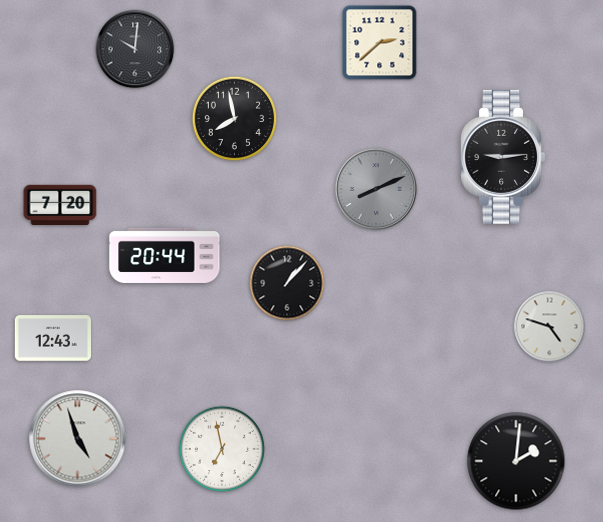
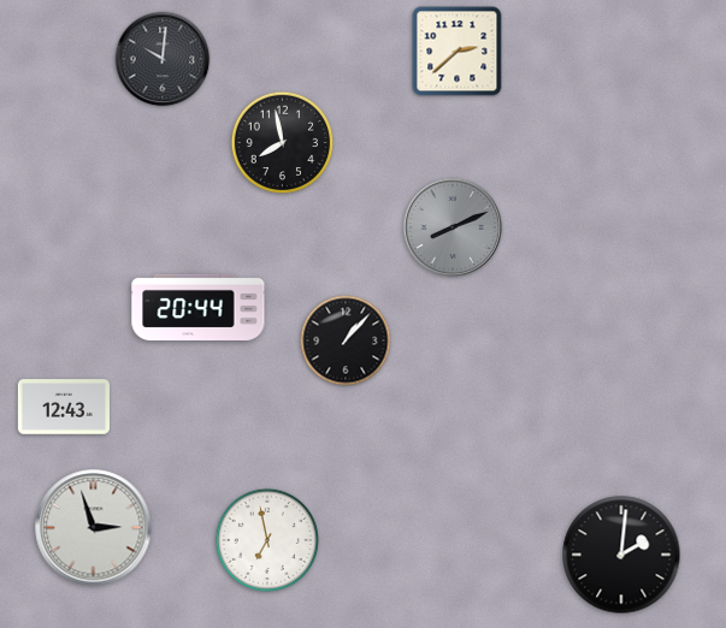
clock at (502, 157): 9:14 -> none
clock at (60, 204): 7:20 -> none
clock at (550, 327): 4:48 -> none
clock at (78, 439): 4:57 -> 2:57
